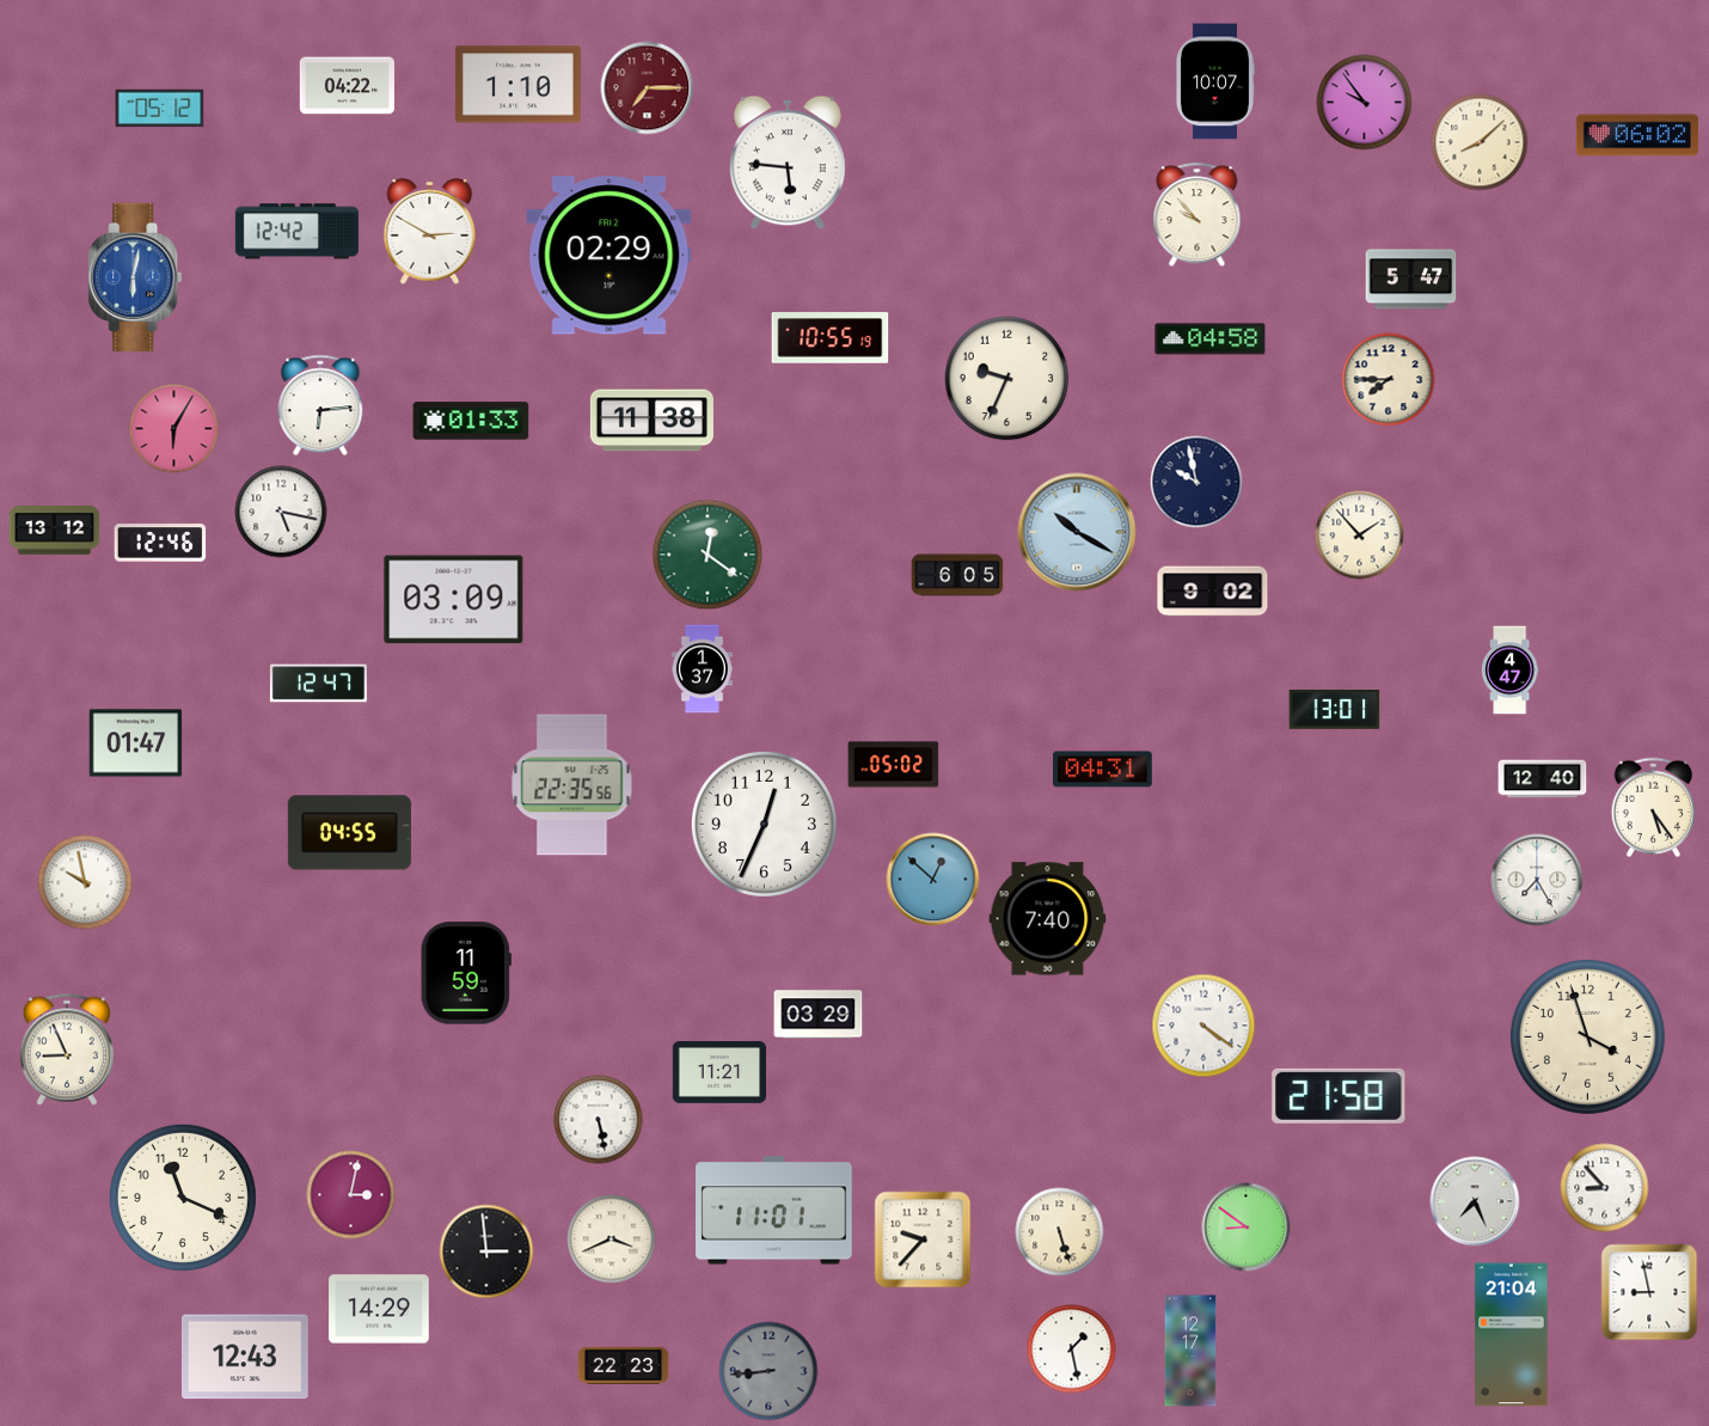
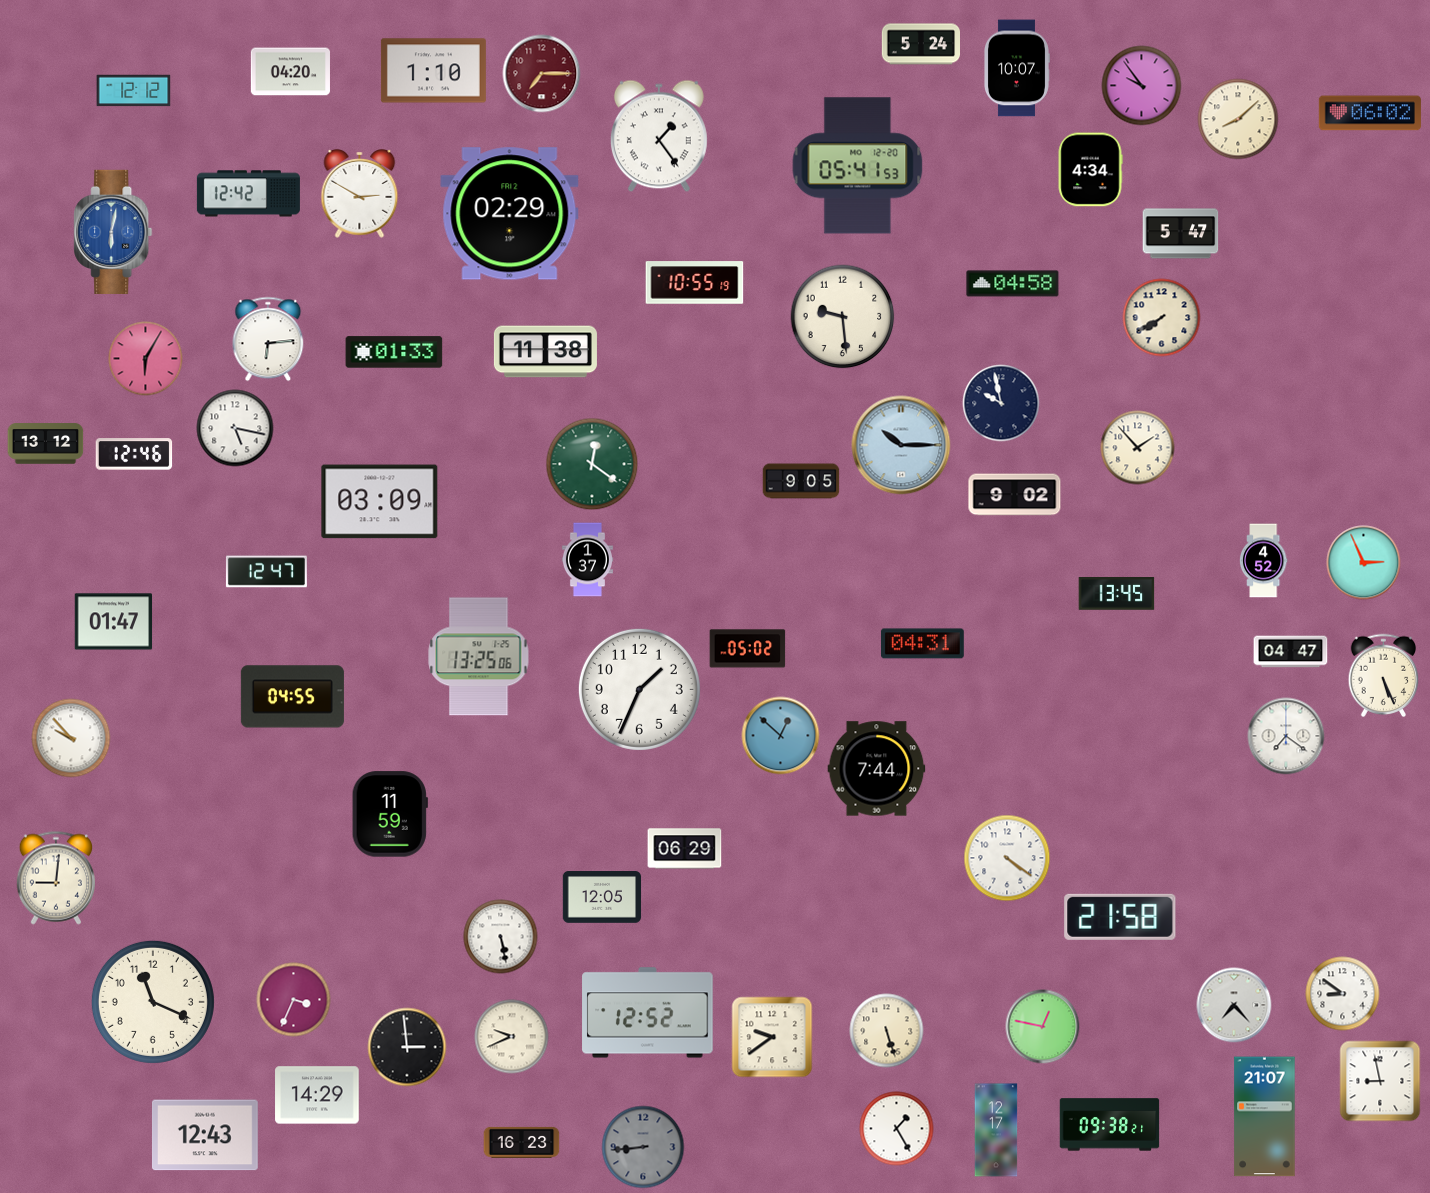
clock at (920, 44): none -> 5:24
clock at (347, 86): 04:22 -> 04:20
clock at (160, 109): 05:12 -> 12:12
clock at (788, 163): 5:46 -> 1:24
clock at (858, 166): none -> 05:41
clock at (1090, 170): none -> 4:34
clock at (1197, 215): 9:53 -> none
clock at (1007, 379): 9:34 -> 9:29
clock at (1389, 380): 7:45 -> 7:40
clock at (1077, 532): 10:20 -> 10:15
clock at (957, 575): 6:05 -> 9:05
clock at (1509, 671): 4:47 -> 4:52
clock at (1364, 563): none -> 2:56
clock at (1335, 710): 13:01 -> 13:45
clock at (894, 765) position: (894, 765) -> (748, 649)
clock at (1543, 779): 12:40 -> 04:47
clock at (572, 785): 22:35 -> 13:25
clock at (1654, 808): 5:24 -> 5:26
clock at (764, 824): 12:34 -> 1:34
clock at (1537, 880): 7:25 -> 7:21
clock at (85, 882): 9:58 -> 9:53
clock at (1048, 919): 7:40 -> 7:44
clock at (819, 1015): 03:29 -> 06:29
clock at (1587, 1036): 3:57 -> none
clock at (66, 1049): 8:56 -> 9:01
clock at (719, 1072): 11:21 -> 12:05
clock at (1605, 1188): 8:53 -> 8:51
clock at (351, 1195): 3:02 -> 3:34
clock at (1475, 1201): 7:26 -> 7:23
clock at (774, 1211): 11:01 -> 12:52
clock at (1246, 1228): 8:51 -> 12:47
clock at (612, 1240): 3:41 -> 9:41
clock at (923, 1240): 9:37 -> 9:39
clock at (1512, 1335): 21:04 -> 21:07
clock at (1110, 1125): none -> 09:38
clock at (1072, 1350): 1:28 -> 1:25
clock at (624, 1365): 22:23 -> 16:23
